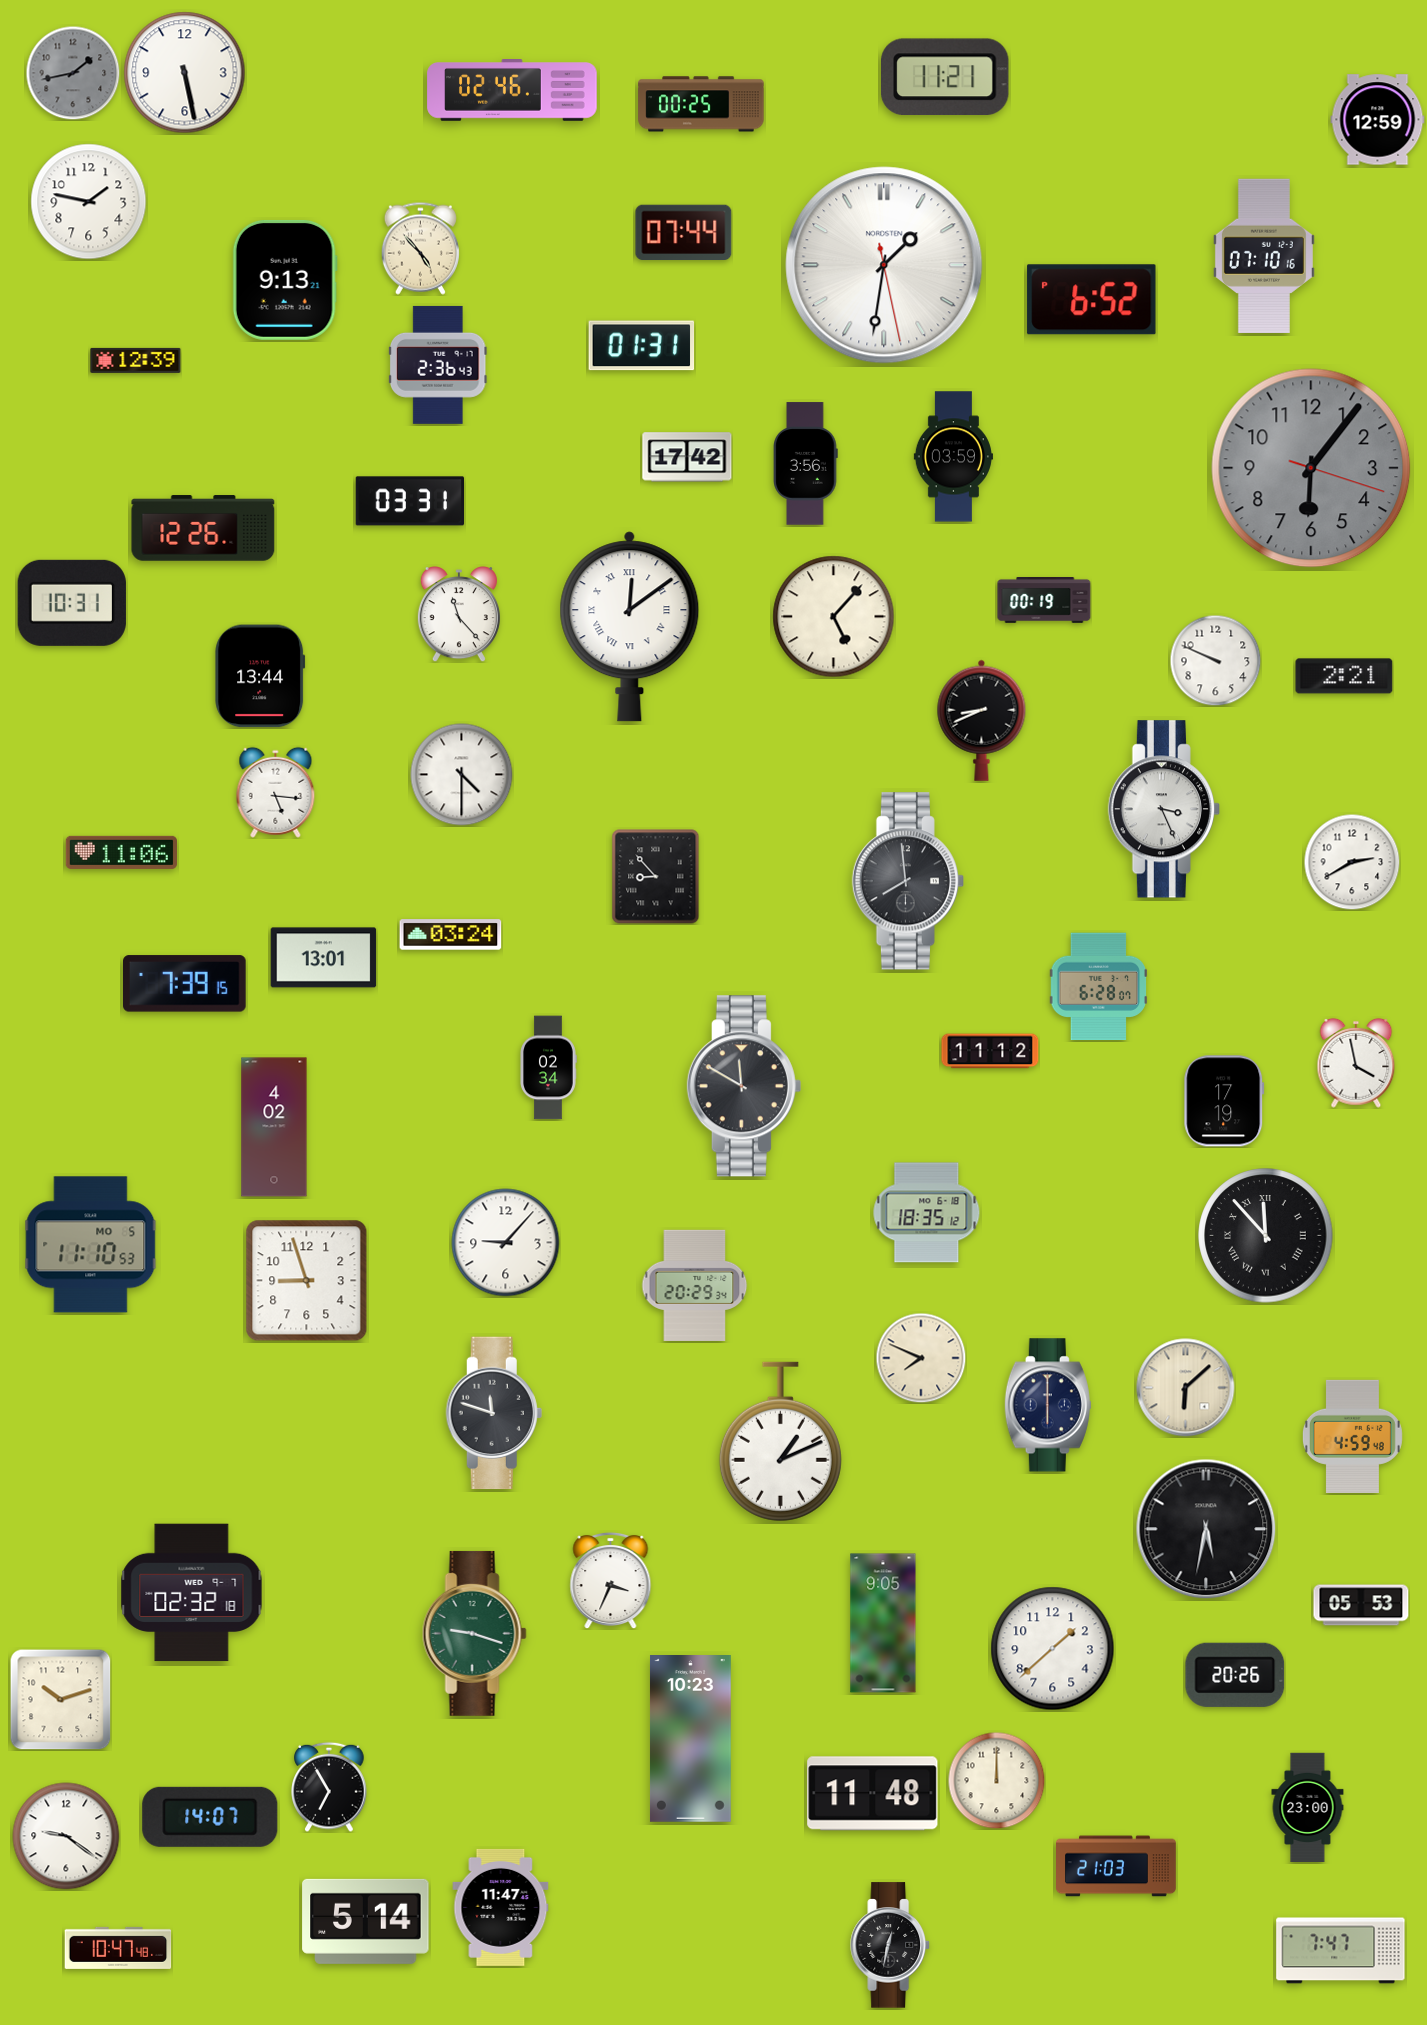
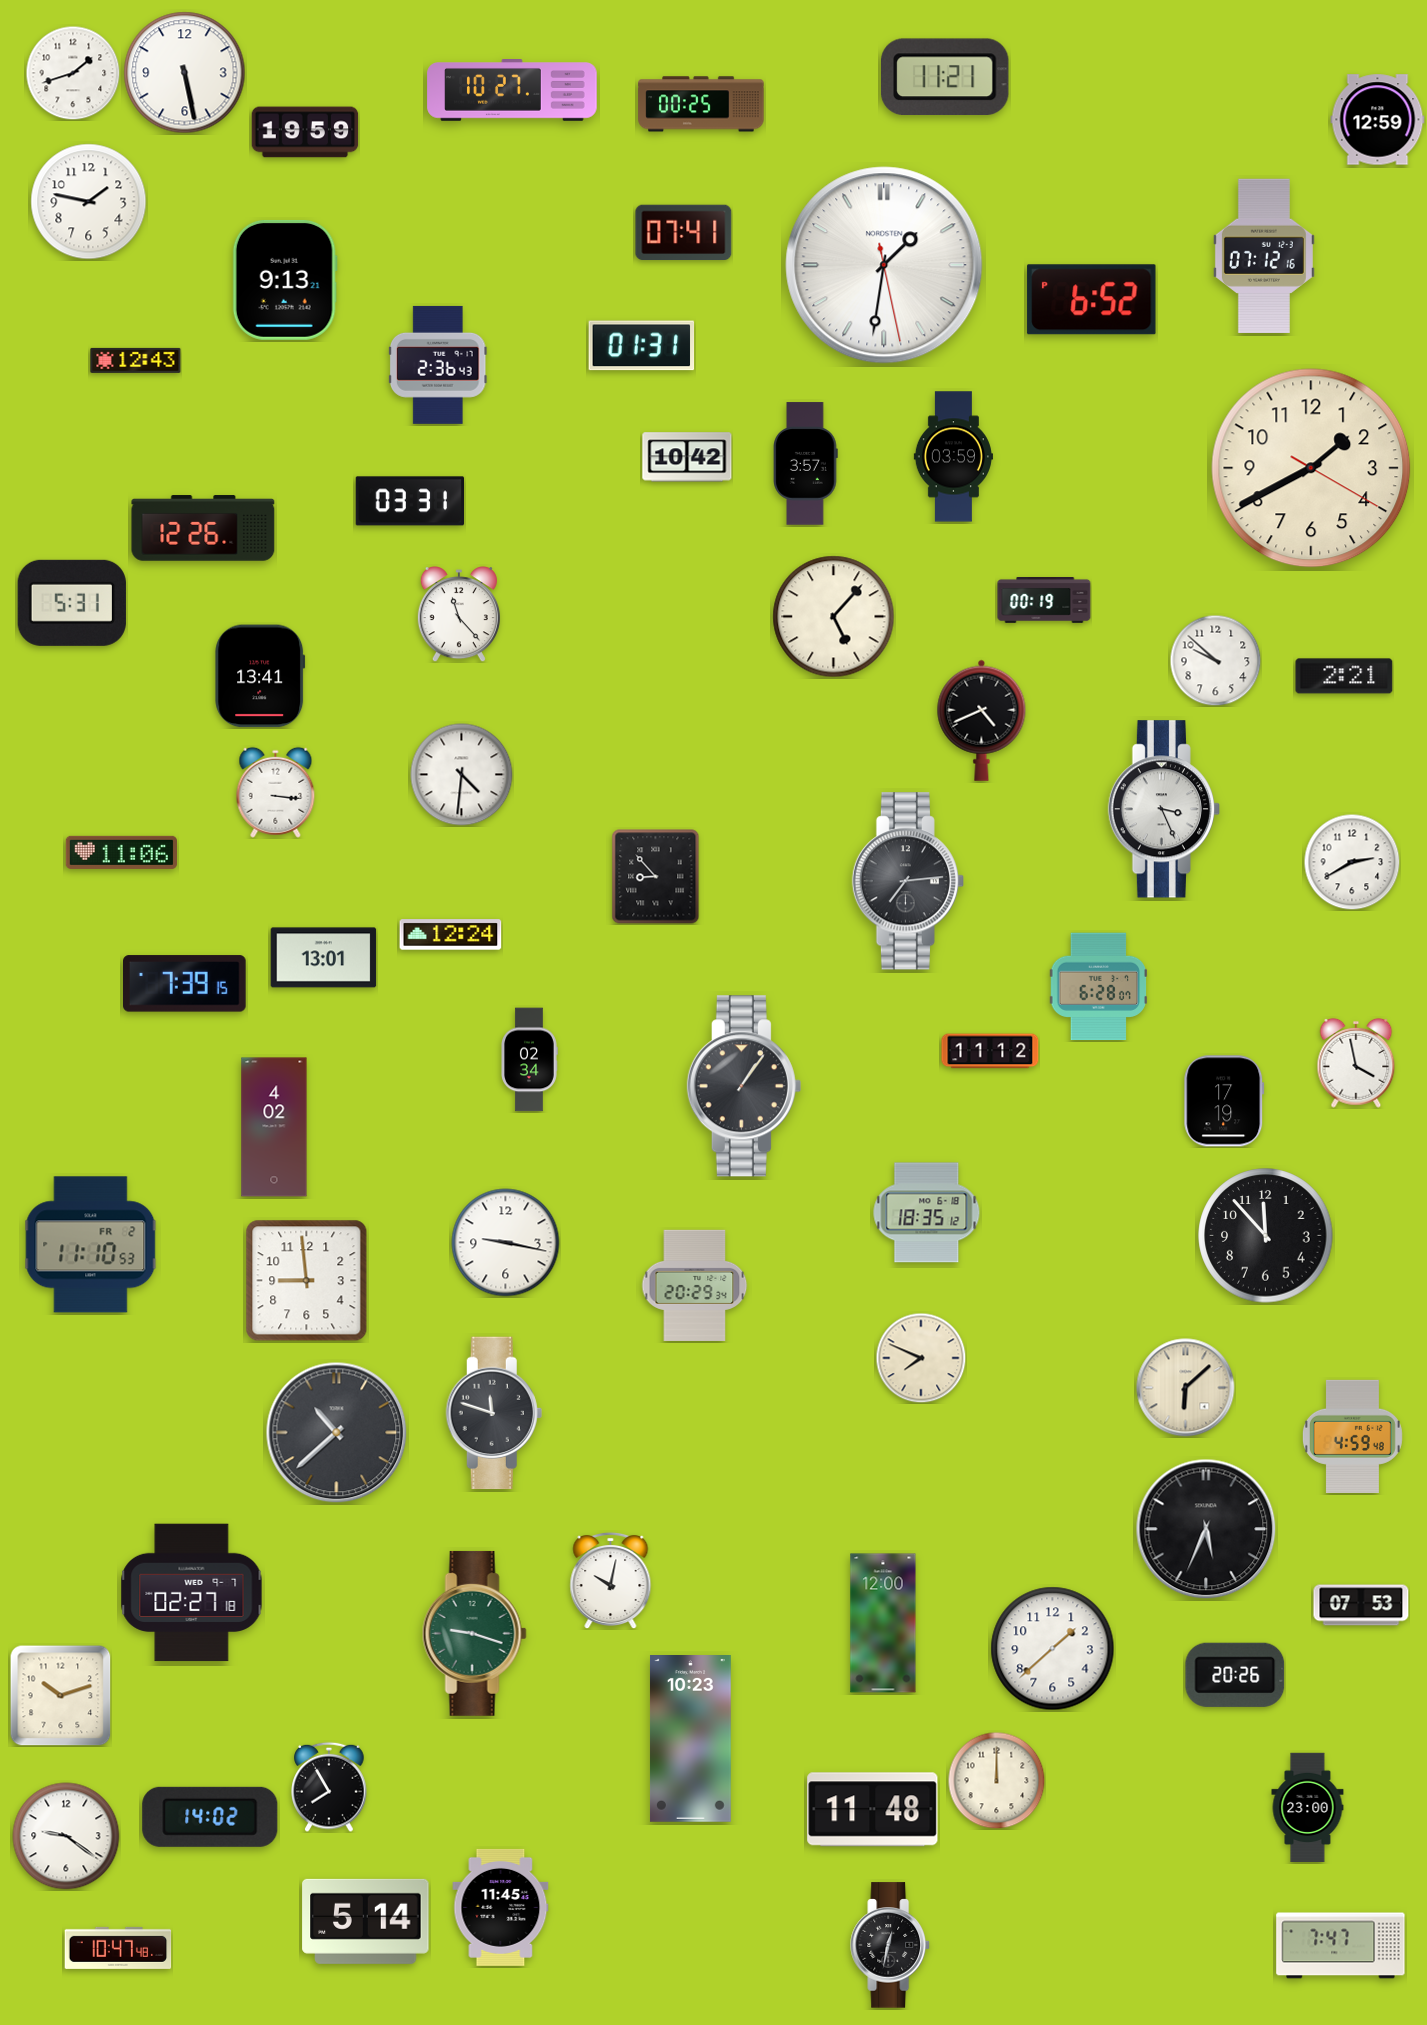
clock at (73, 73): 1:43 -> 1:42
clock at (73, 73) dial: grey -> white
clock at (512, 91): 02:46 -> 10:27
clock at (305, 132): none -> 19:59
clock at (684, 232): 07:44 -> 07:41
clock at (420, 248): 4:53 -> none
clock at (1264, 255): 07:10 -> 07:12
clock at (136, 360): 12:39 -> 12:43
clock at (687, 457): 17:42 -> 10:42
clock at (806, 464): 3:56 -> 3:57
clock at (1311, 468): 6:06 -> 1:40
clock at (1311, 468) dial: grey -> cream
clock at (72, 603): 10:31 -> 5:31
clock at (630, 627): 12:09 -> none
clock at (1215, 660): 9:49 -> 9:52
clock at (260, 676): 13:44 -> 13:41
clock at (982, 720): 8:41 -> 4:41
clock at (462, 775): 4:30 -> 4:31
clock at (276, 792): 5:16 -> 3:16
clock at (907, 881): 7:59 -> 7:14
clock at (451, 935): 03:24 -> 12:24
clock at (548, 1068) position: (548, 1068) -> (529, 1060)
clock at (744, 1086): 11:50 -> 1:06
clock at (1266, 1236) numerals: Roman -> Arabic
clock at (506, 1243): 9:07 -> 9:17
clock at (91, 1245) date: MO 5 -> FR 2
clock at (307, 1281): 8:57 -> 8:59
clock at (1048, 1405): 6:00 -> none
clock at (337, 1433): none -> 10:38
clock at (780, 1442): 1:11 -> none
clock at (1206, 1529): 5:32 -> 5:34
clock at (611, 1580): 3:34 -> 10:02
clock at (192, 1593): 02:32 -> 02:27
clock at (1361, 1605): 05:53 -> 07:53
clock at (883, 1623): 9:05 -> 12:00
clock at (60, 1699) position: (60, 1699) -> (60, 1695)
clock at (329, 1787): 6:55 -> 7:55
clock at (873, 1794) position: (873, 1794) -> (873, 1810)
clock at (210, 1817): 14:07 -> 14:02
clock at (1117, 1866): 21:03 -> none
clock at (501, 1907): 11:47 -> 11:45
clock at (1341, 1951) position: (1341, 1951) -> (1341, 1946)
